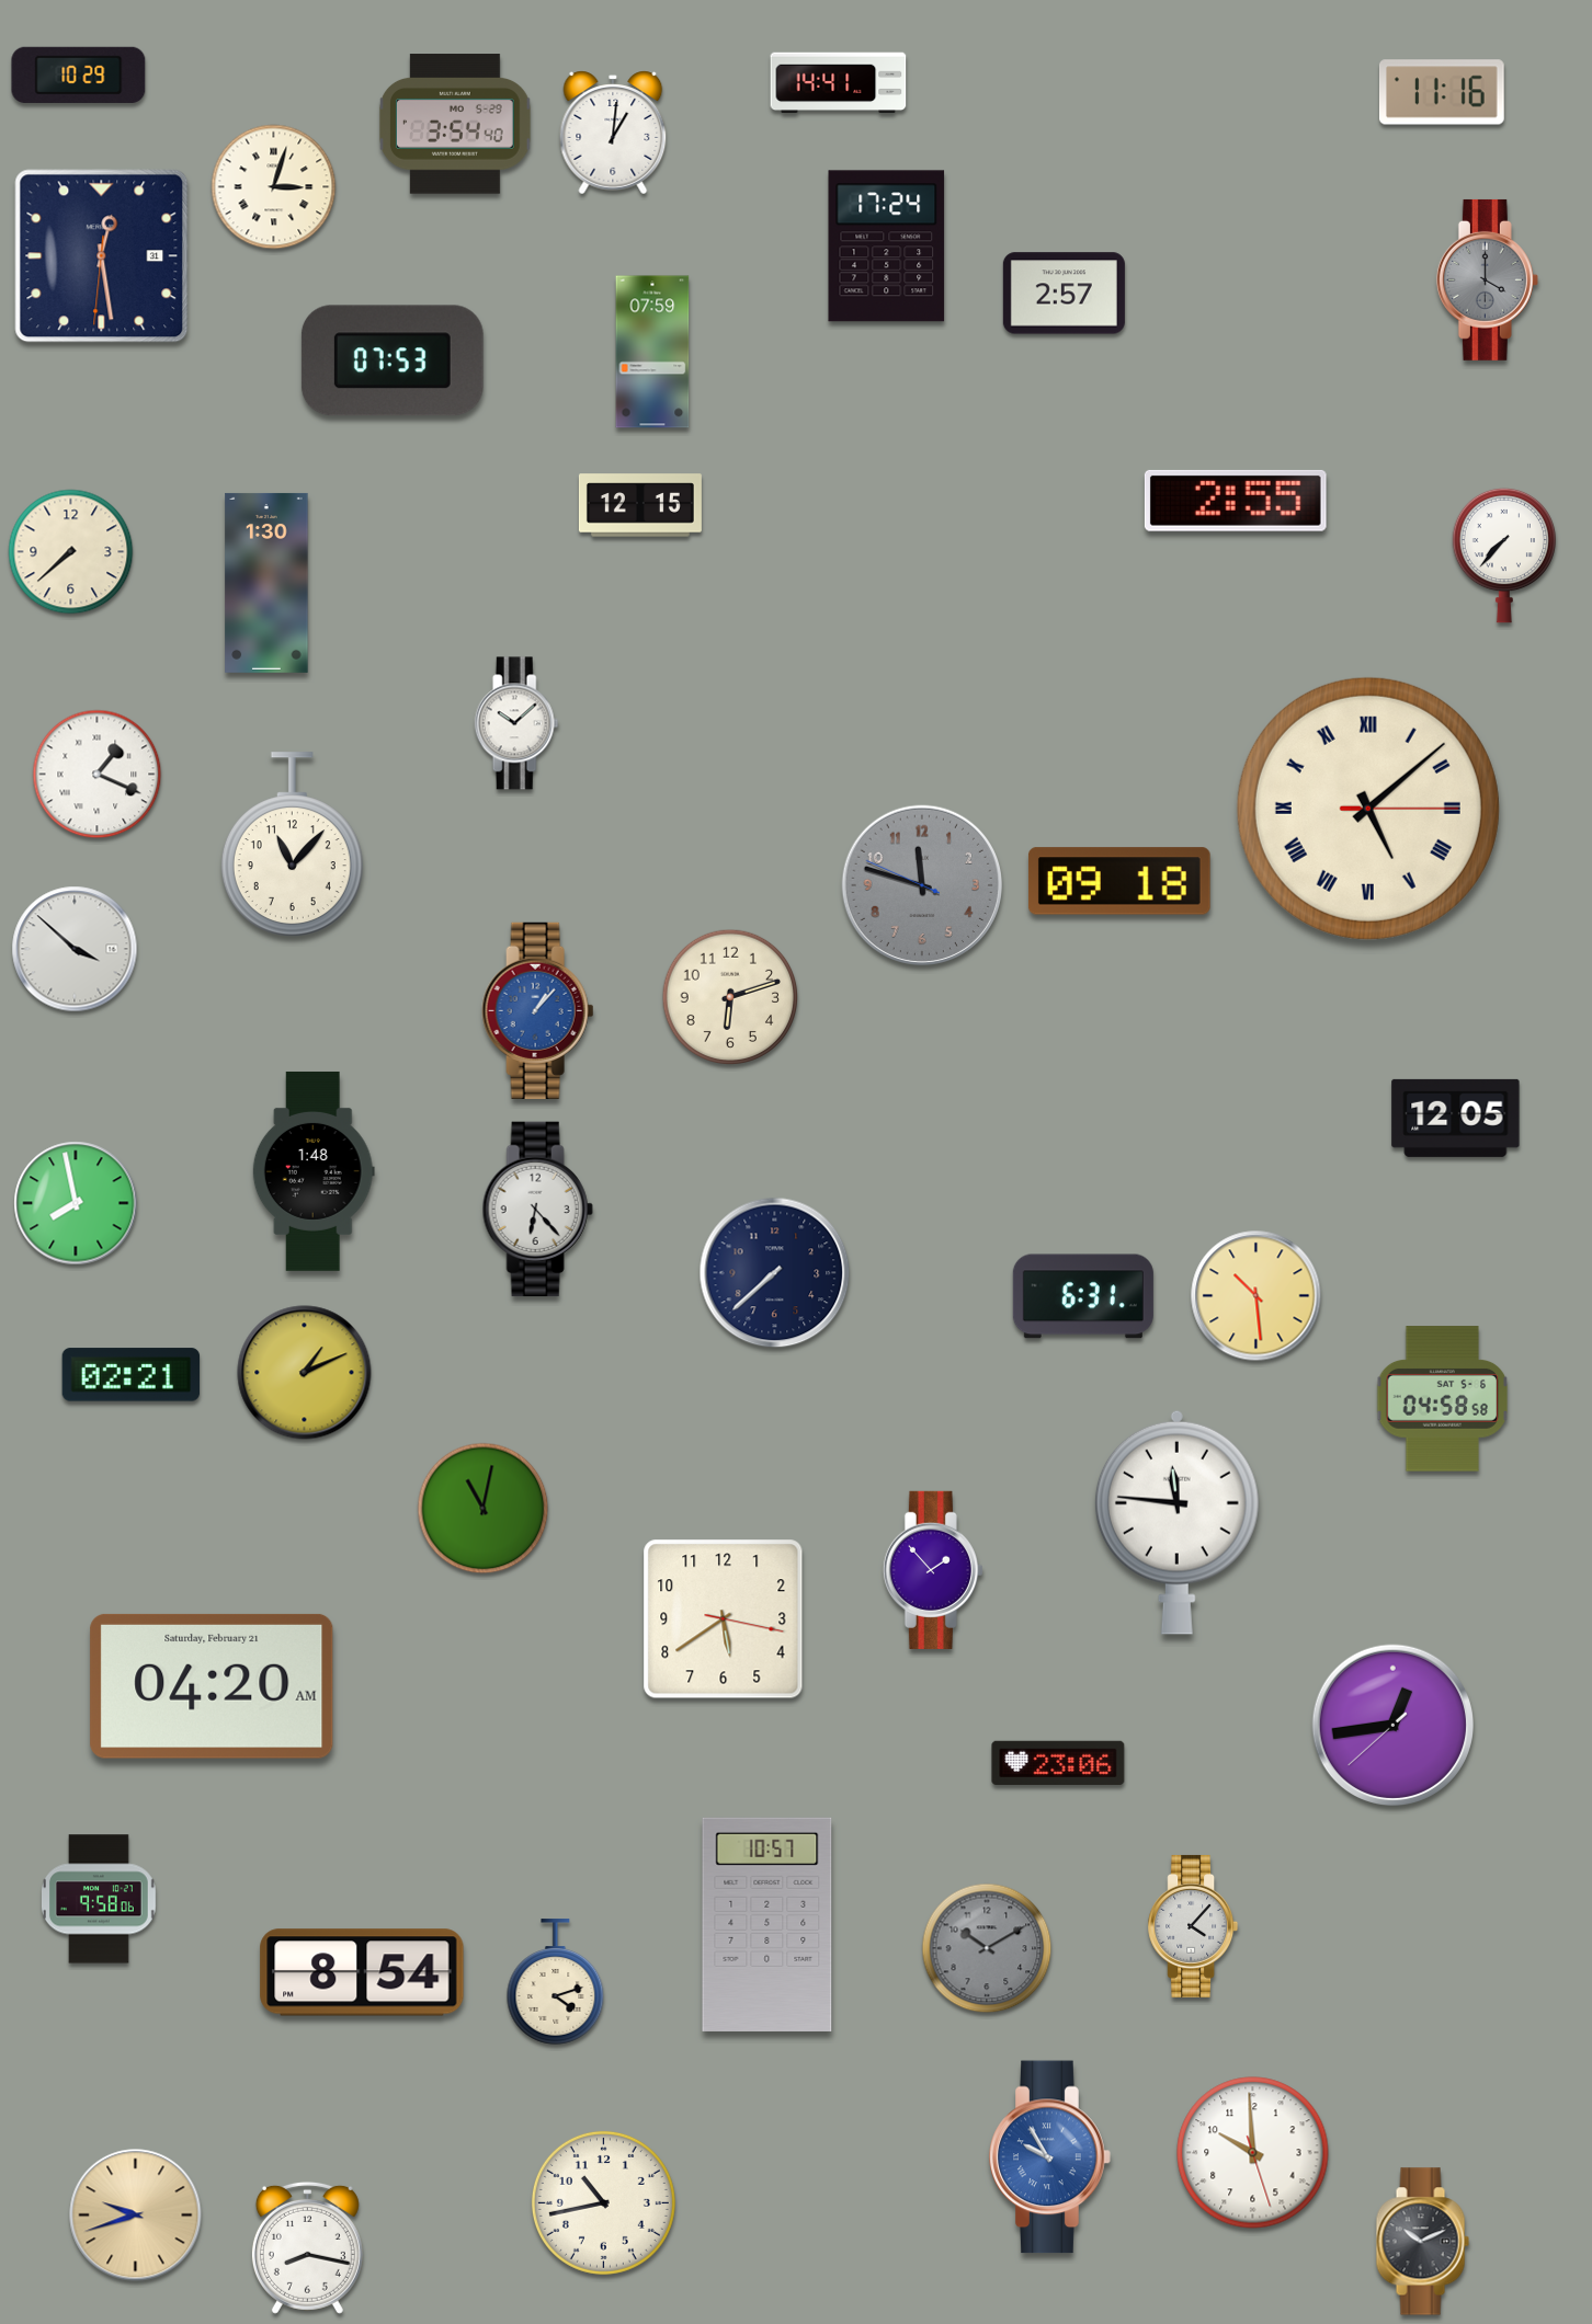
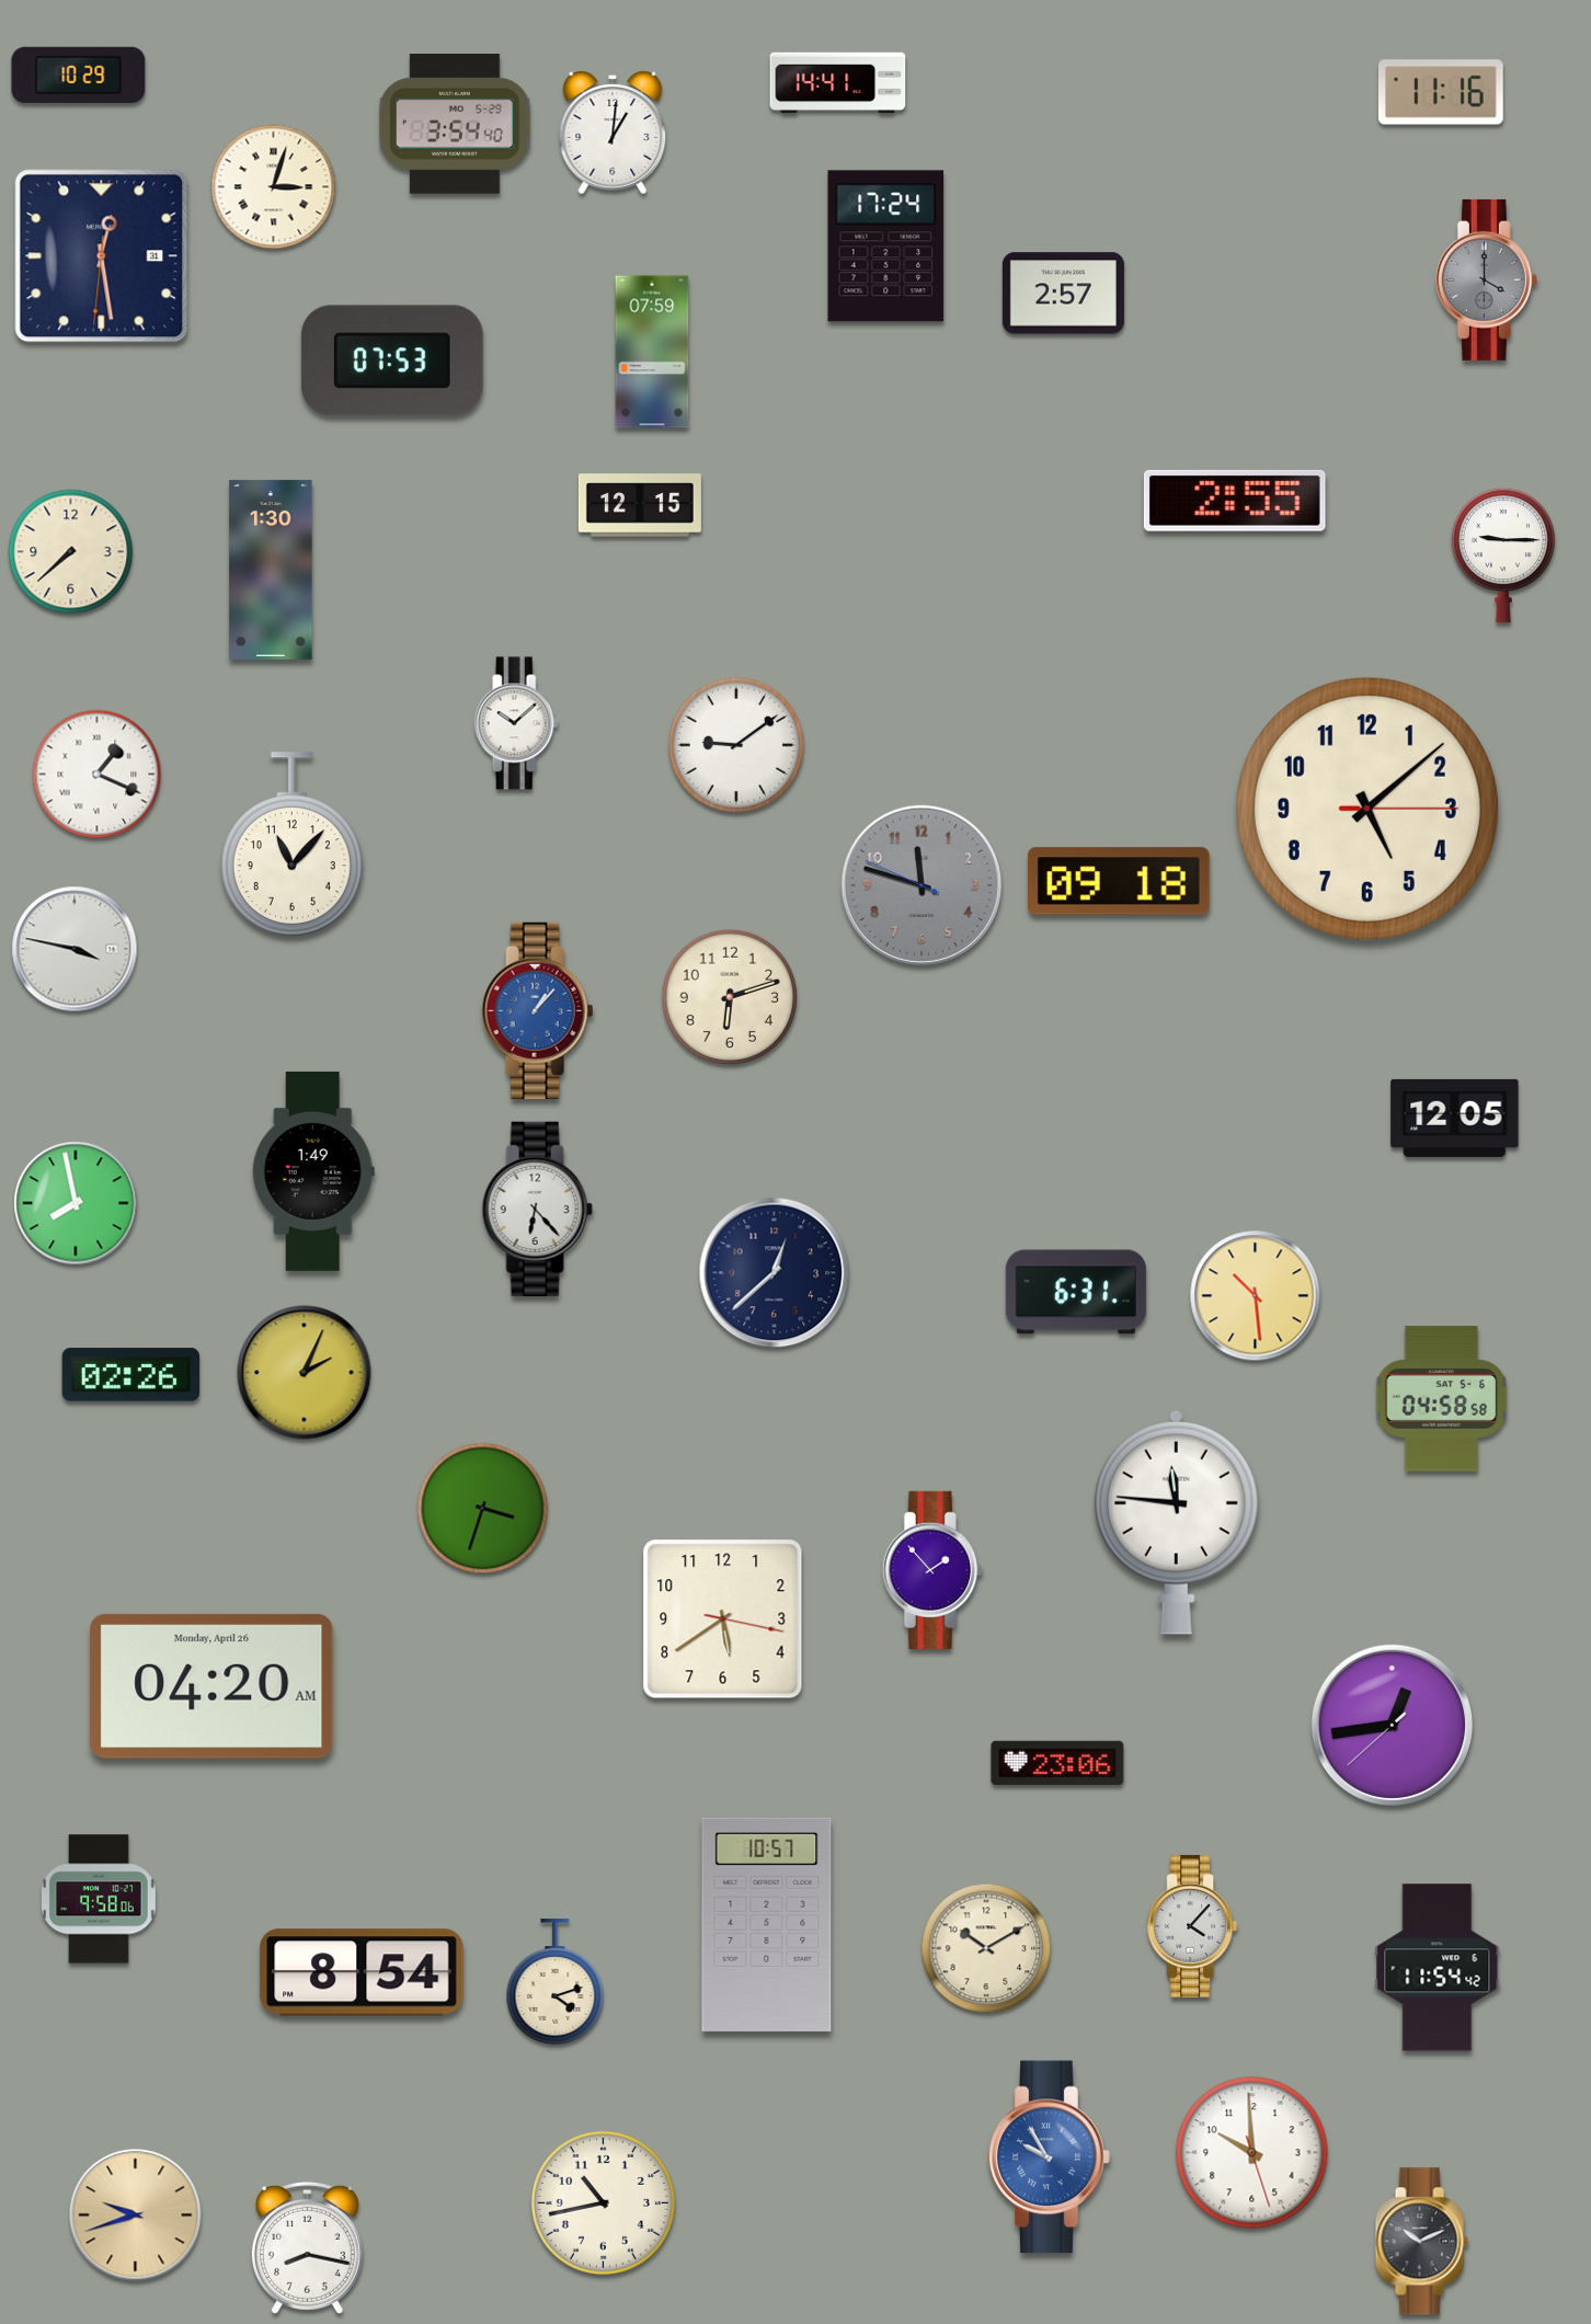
clock at (1503, 556): 7:37 -> 9:15
clock at (266, 583) position: (266, 583) -> (271, 570)
clock at (736, 745): none -> 9:09
clock at (1368, 809) numerals: Roman -> Arabic
clock at (75, 949): 3:52 -> 3:47
clock at (314, 1171): 1:48 -> 1:49
clock at (775, 1273): 7:38 -> 12:38
clock at (1083, 1296) position: (1083, 1296) -> (1076, 1292)
clock at (305, 1373): 1:11 -> 2:04
clock at (132, 1375): 02:21 -> 02:26
clock at (484, 1509): 11:02 -> 3:33
clock at (212, 1686) date: Saturday, February 21 -> Monday, April 26
clock at (987, 1948) dial: grey -> cream
clock at (1438, 1968): none -> 11:54
